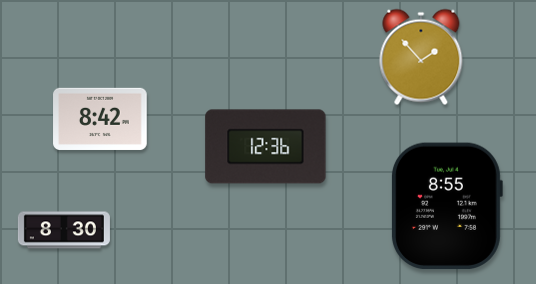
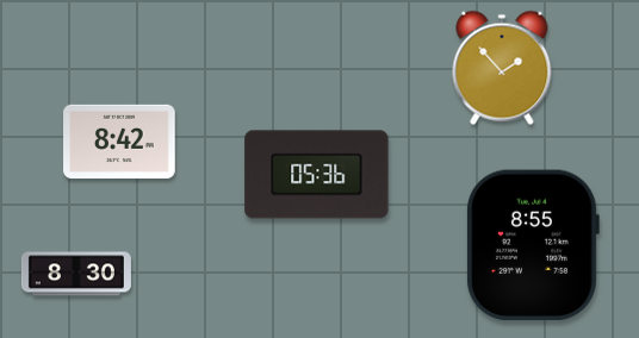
clock at (266, 147): 12:36 -> 05:36
